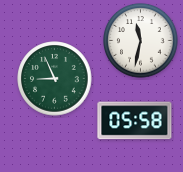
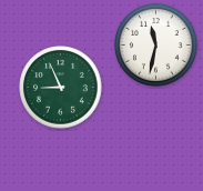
clock at (135, 121): 05:58 -> none
